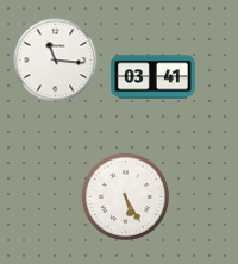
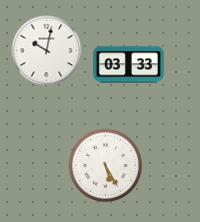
clock at (56, 61): 11:16 -> 10:02
clock at (152, 77): 03:41 -> 03:33
